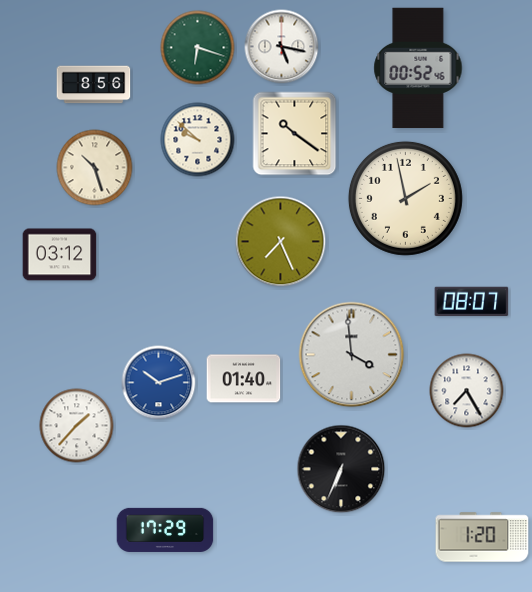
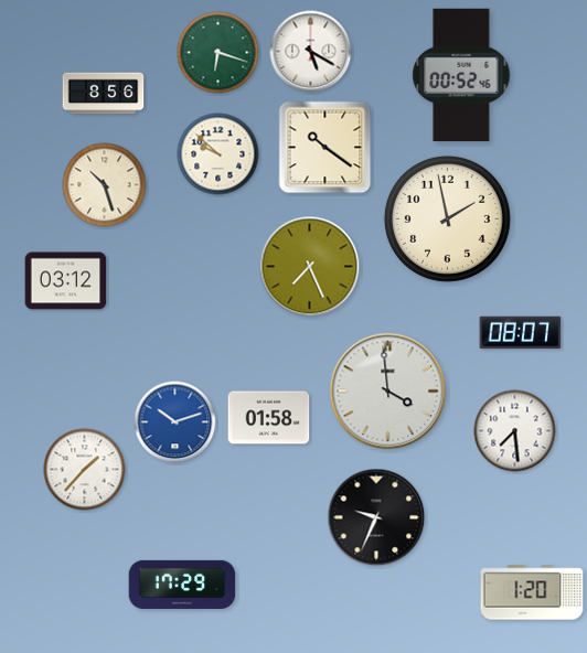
clock at (282, 47): 5:17 -> 5:20
clock at (244, 379): 01:40 -> 01:58
clock at (467, 391): 7:25 -> 7:29
clock at (341, 469): 6:34 -> 9:34
